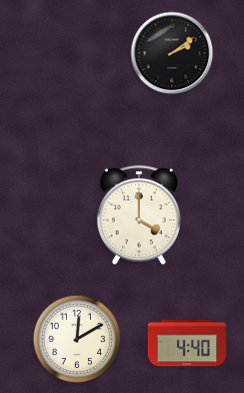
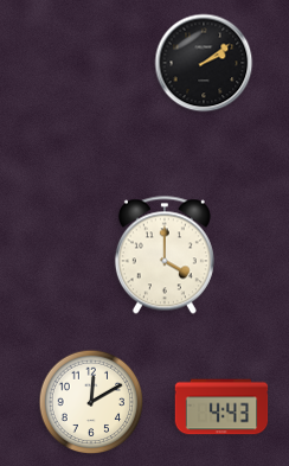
clock at (187, 343): 4:40 -> 4:43
